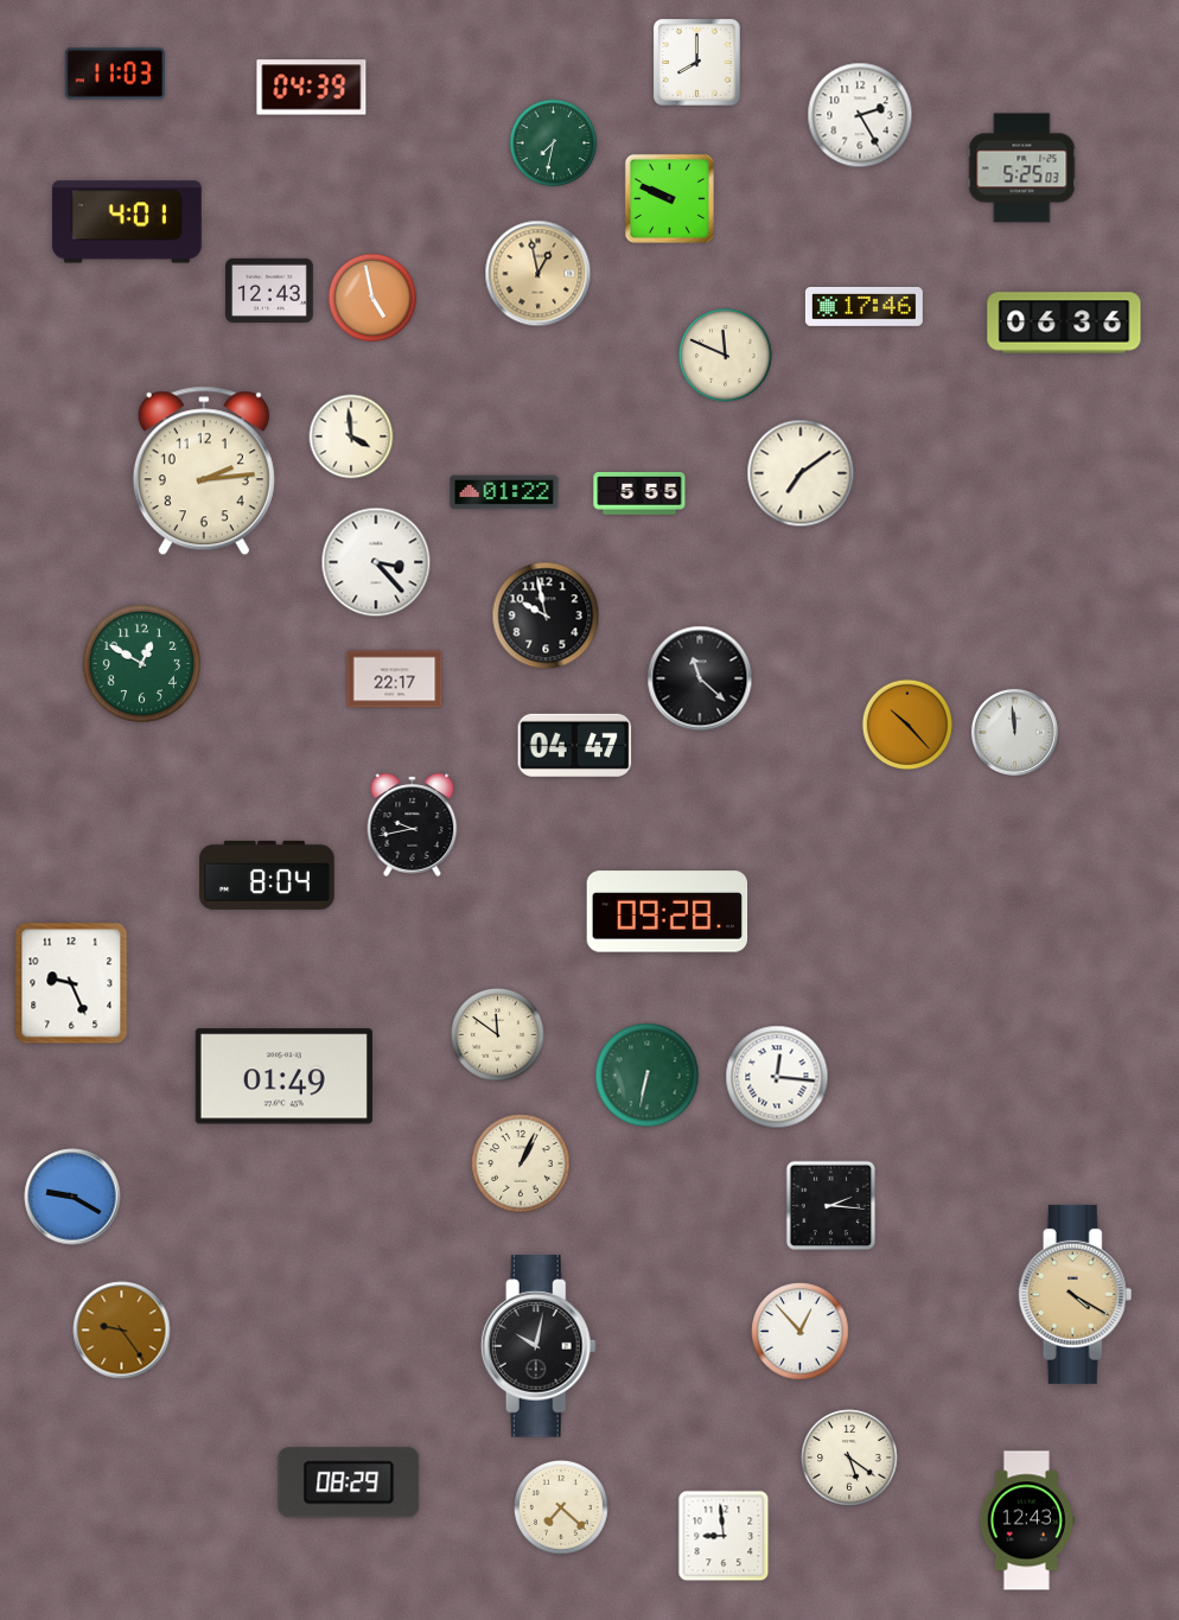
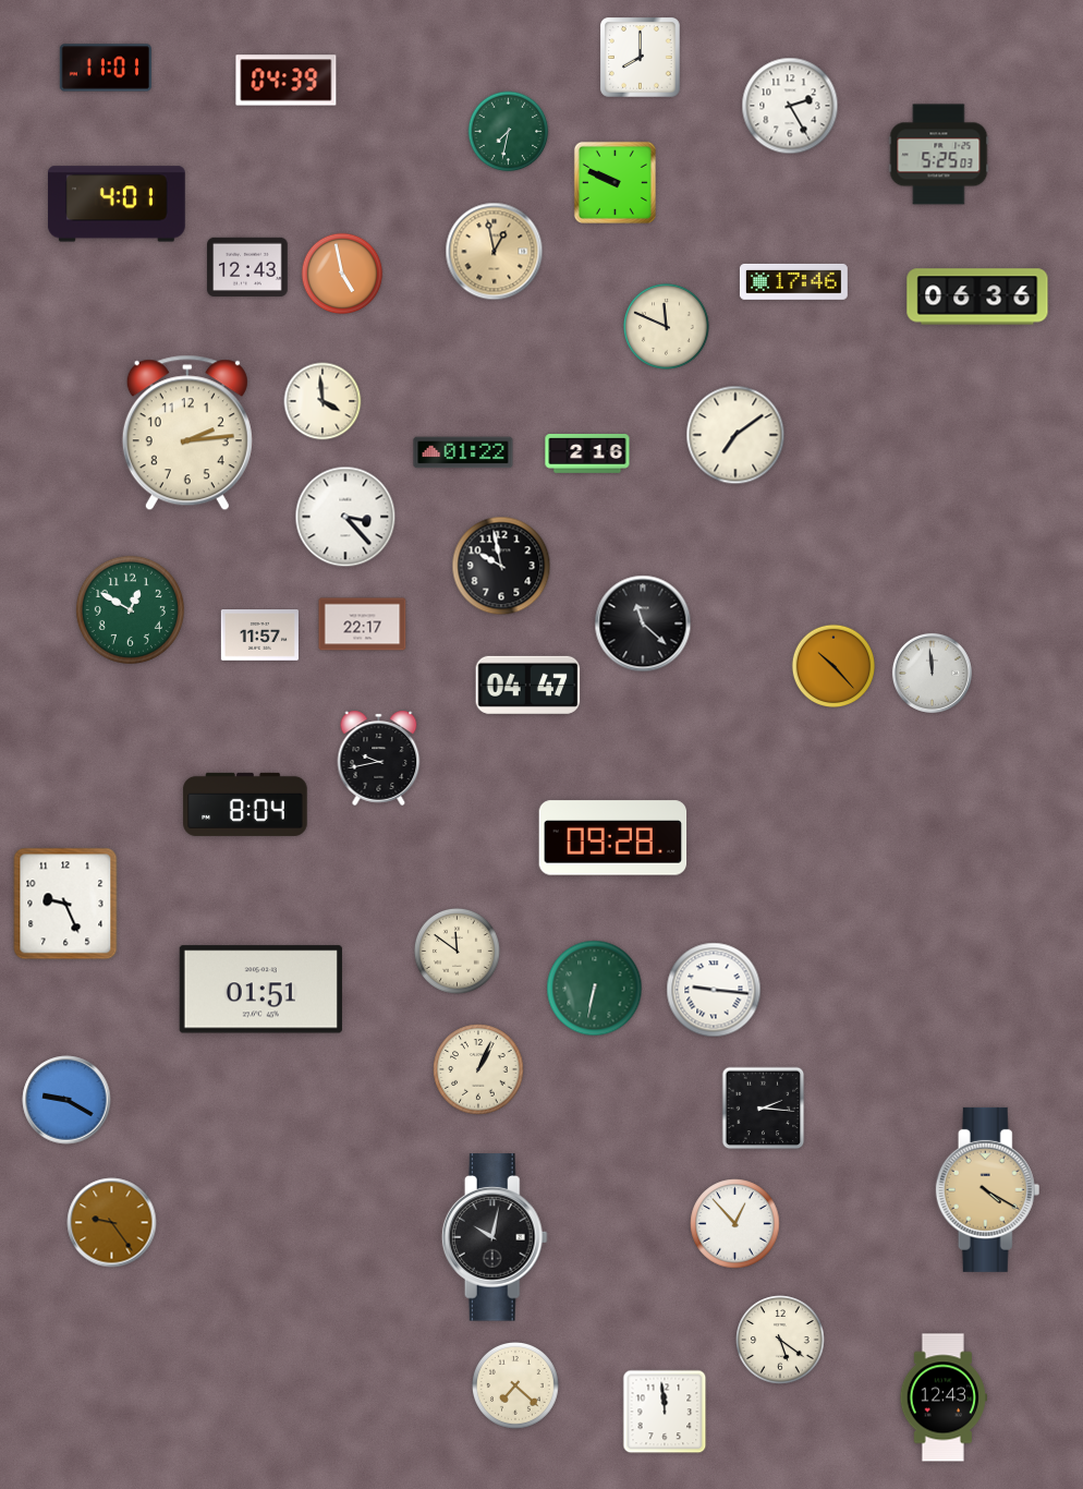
clock at (115, 74): 11:03 -> 11:01
clock at (639, 495): 5:55 -> 2:16
clock at (259, 635): none -> 11:57
clock at (283, 1077): 01:49 -> 01:51
clock at (777, 1077): 12:16 -> 9:16
clock at (349, 1482): 08:29 -> none
clock at (724, 1536): 8:59 -> 11:59
